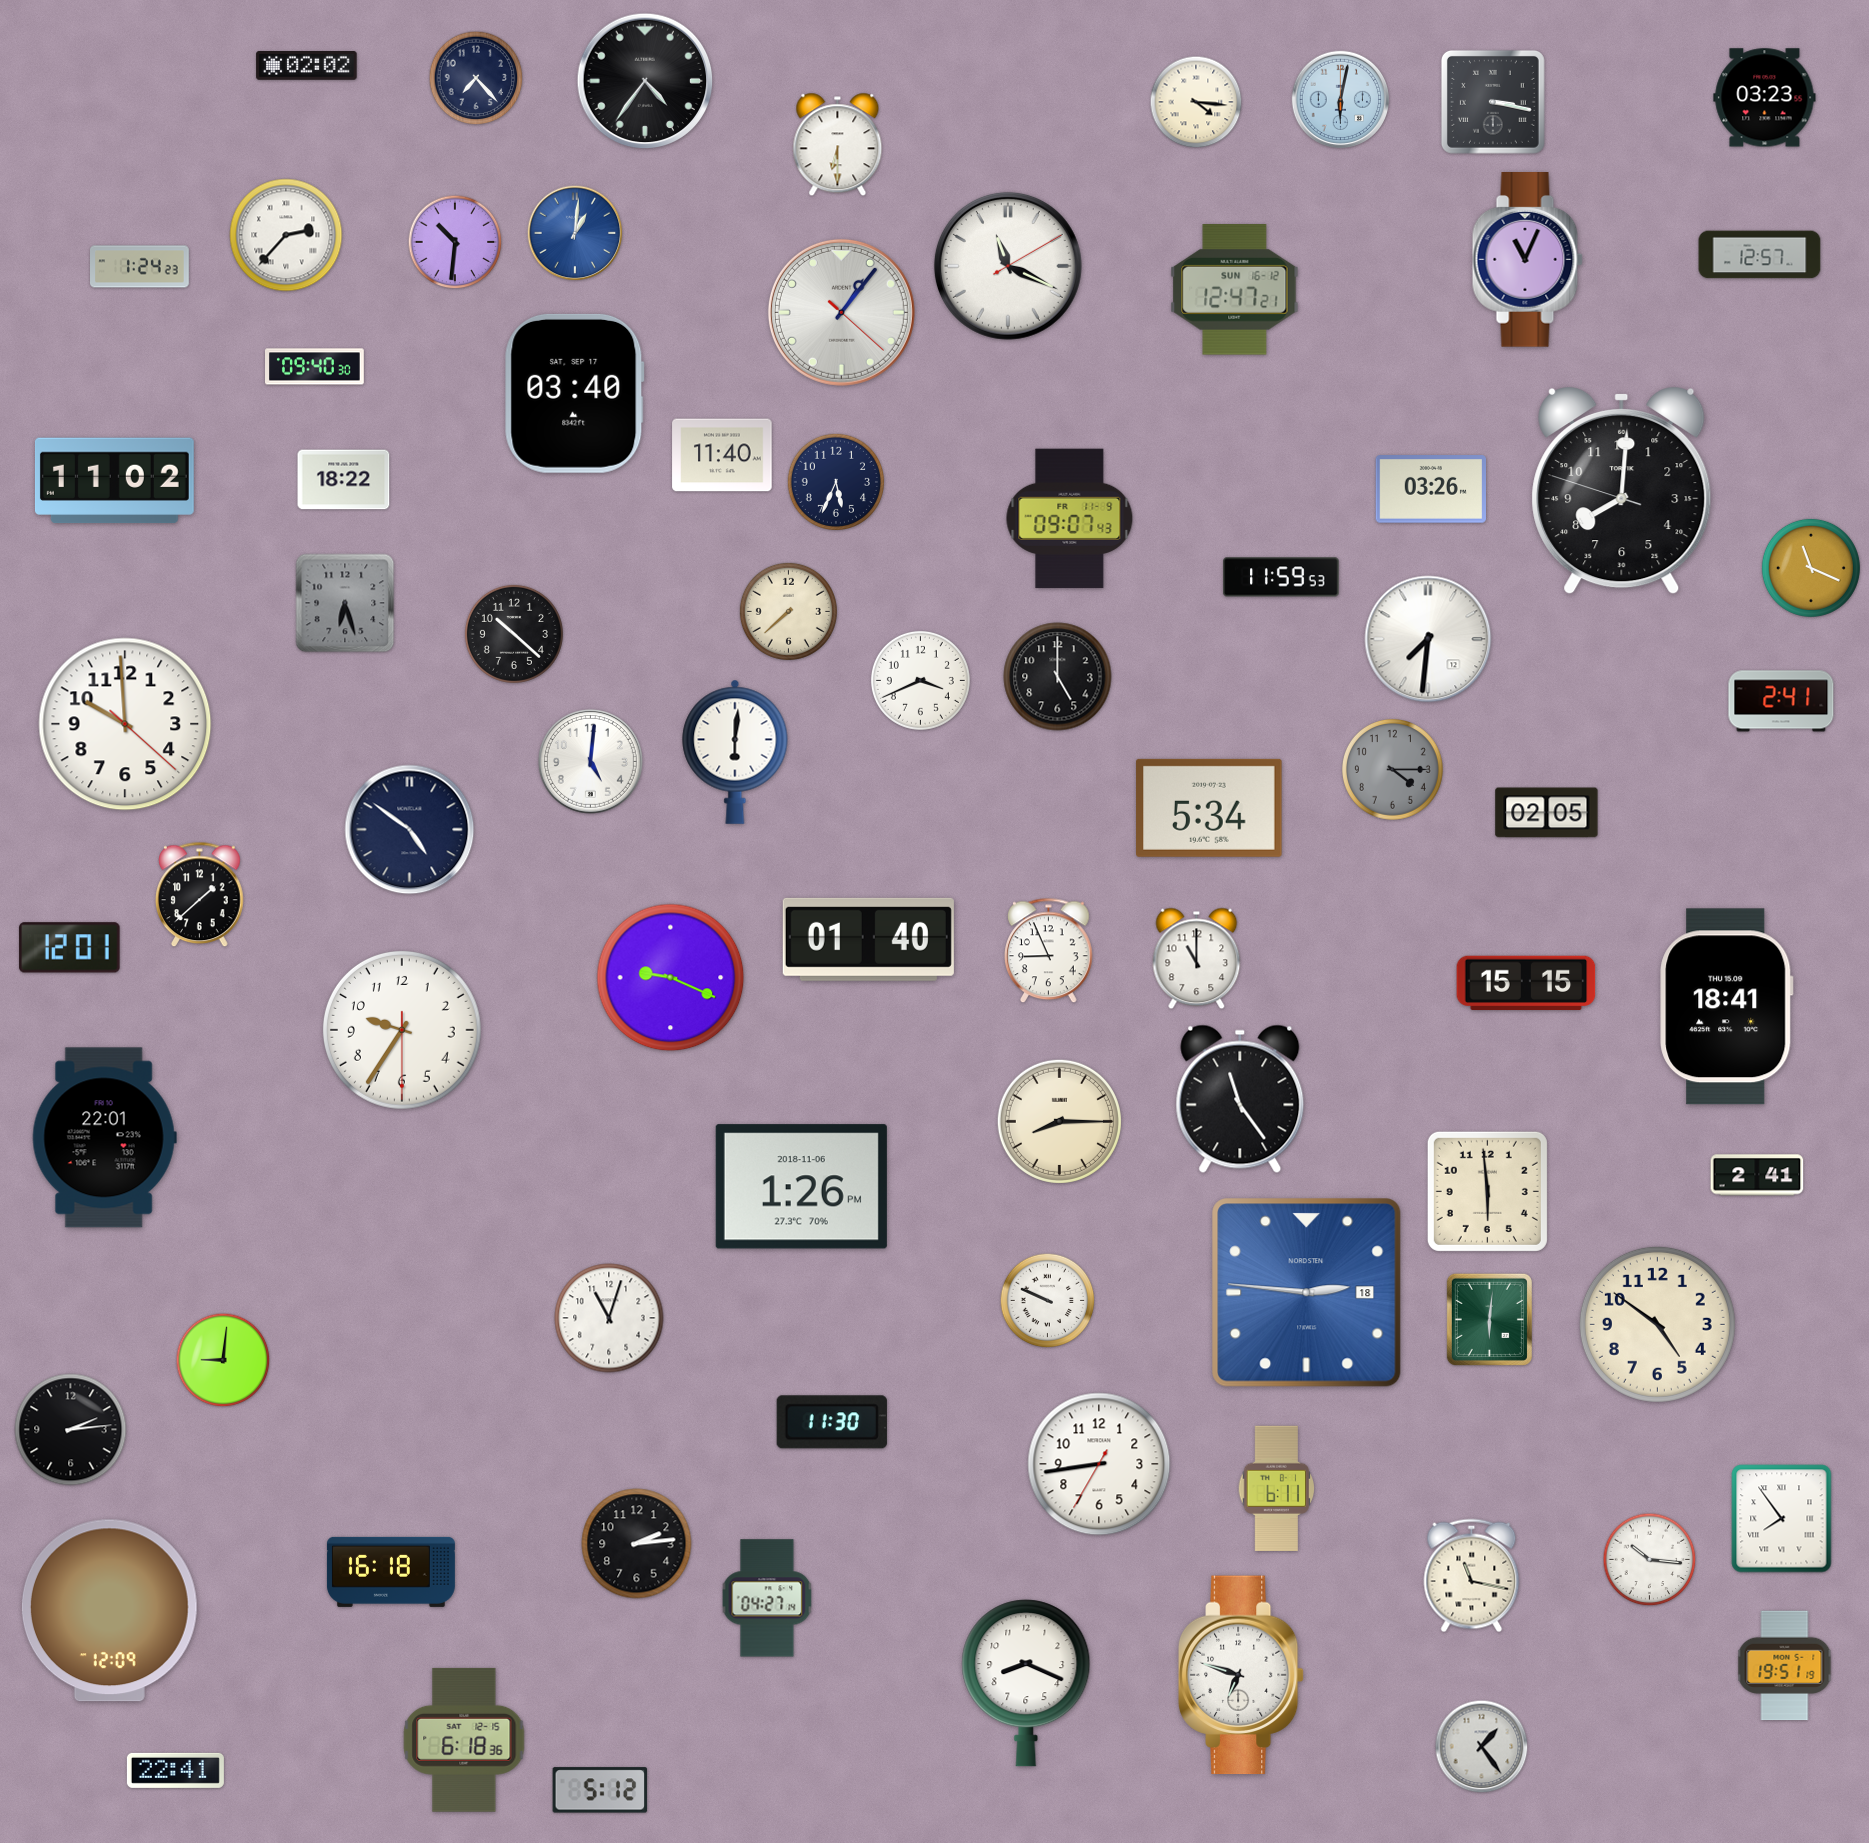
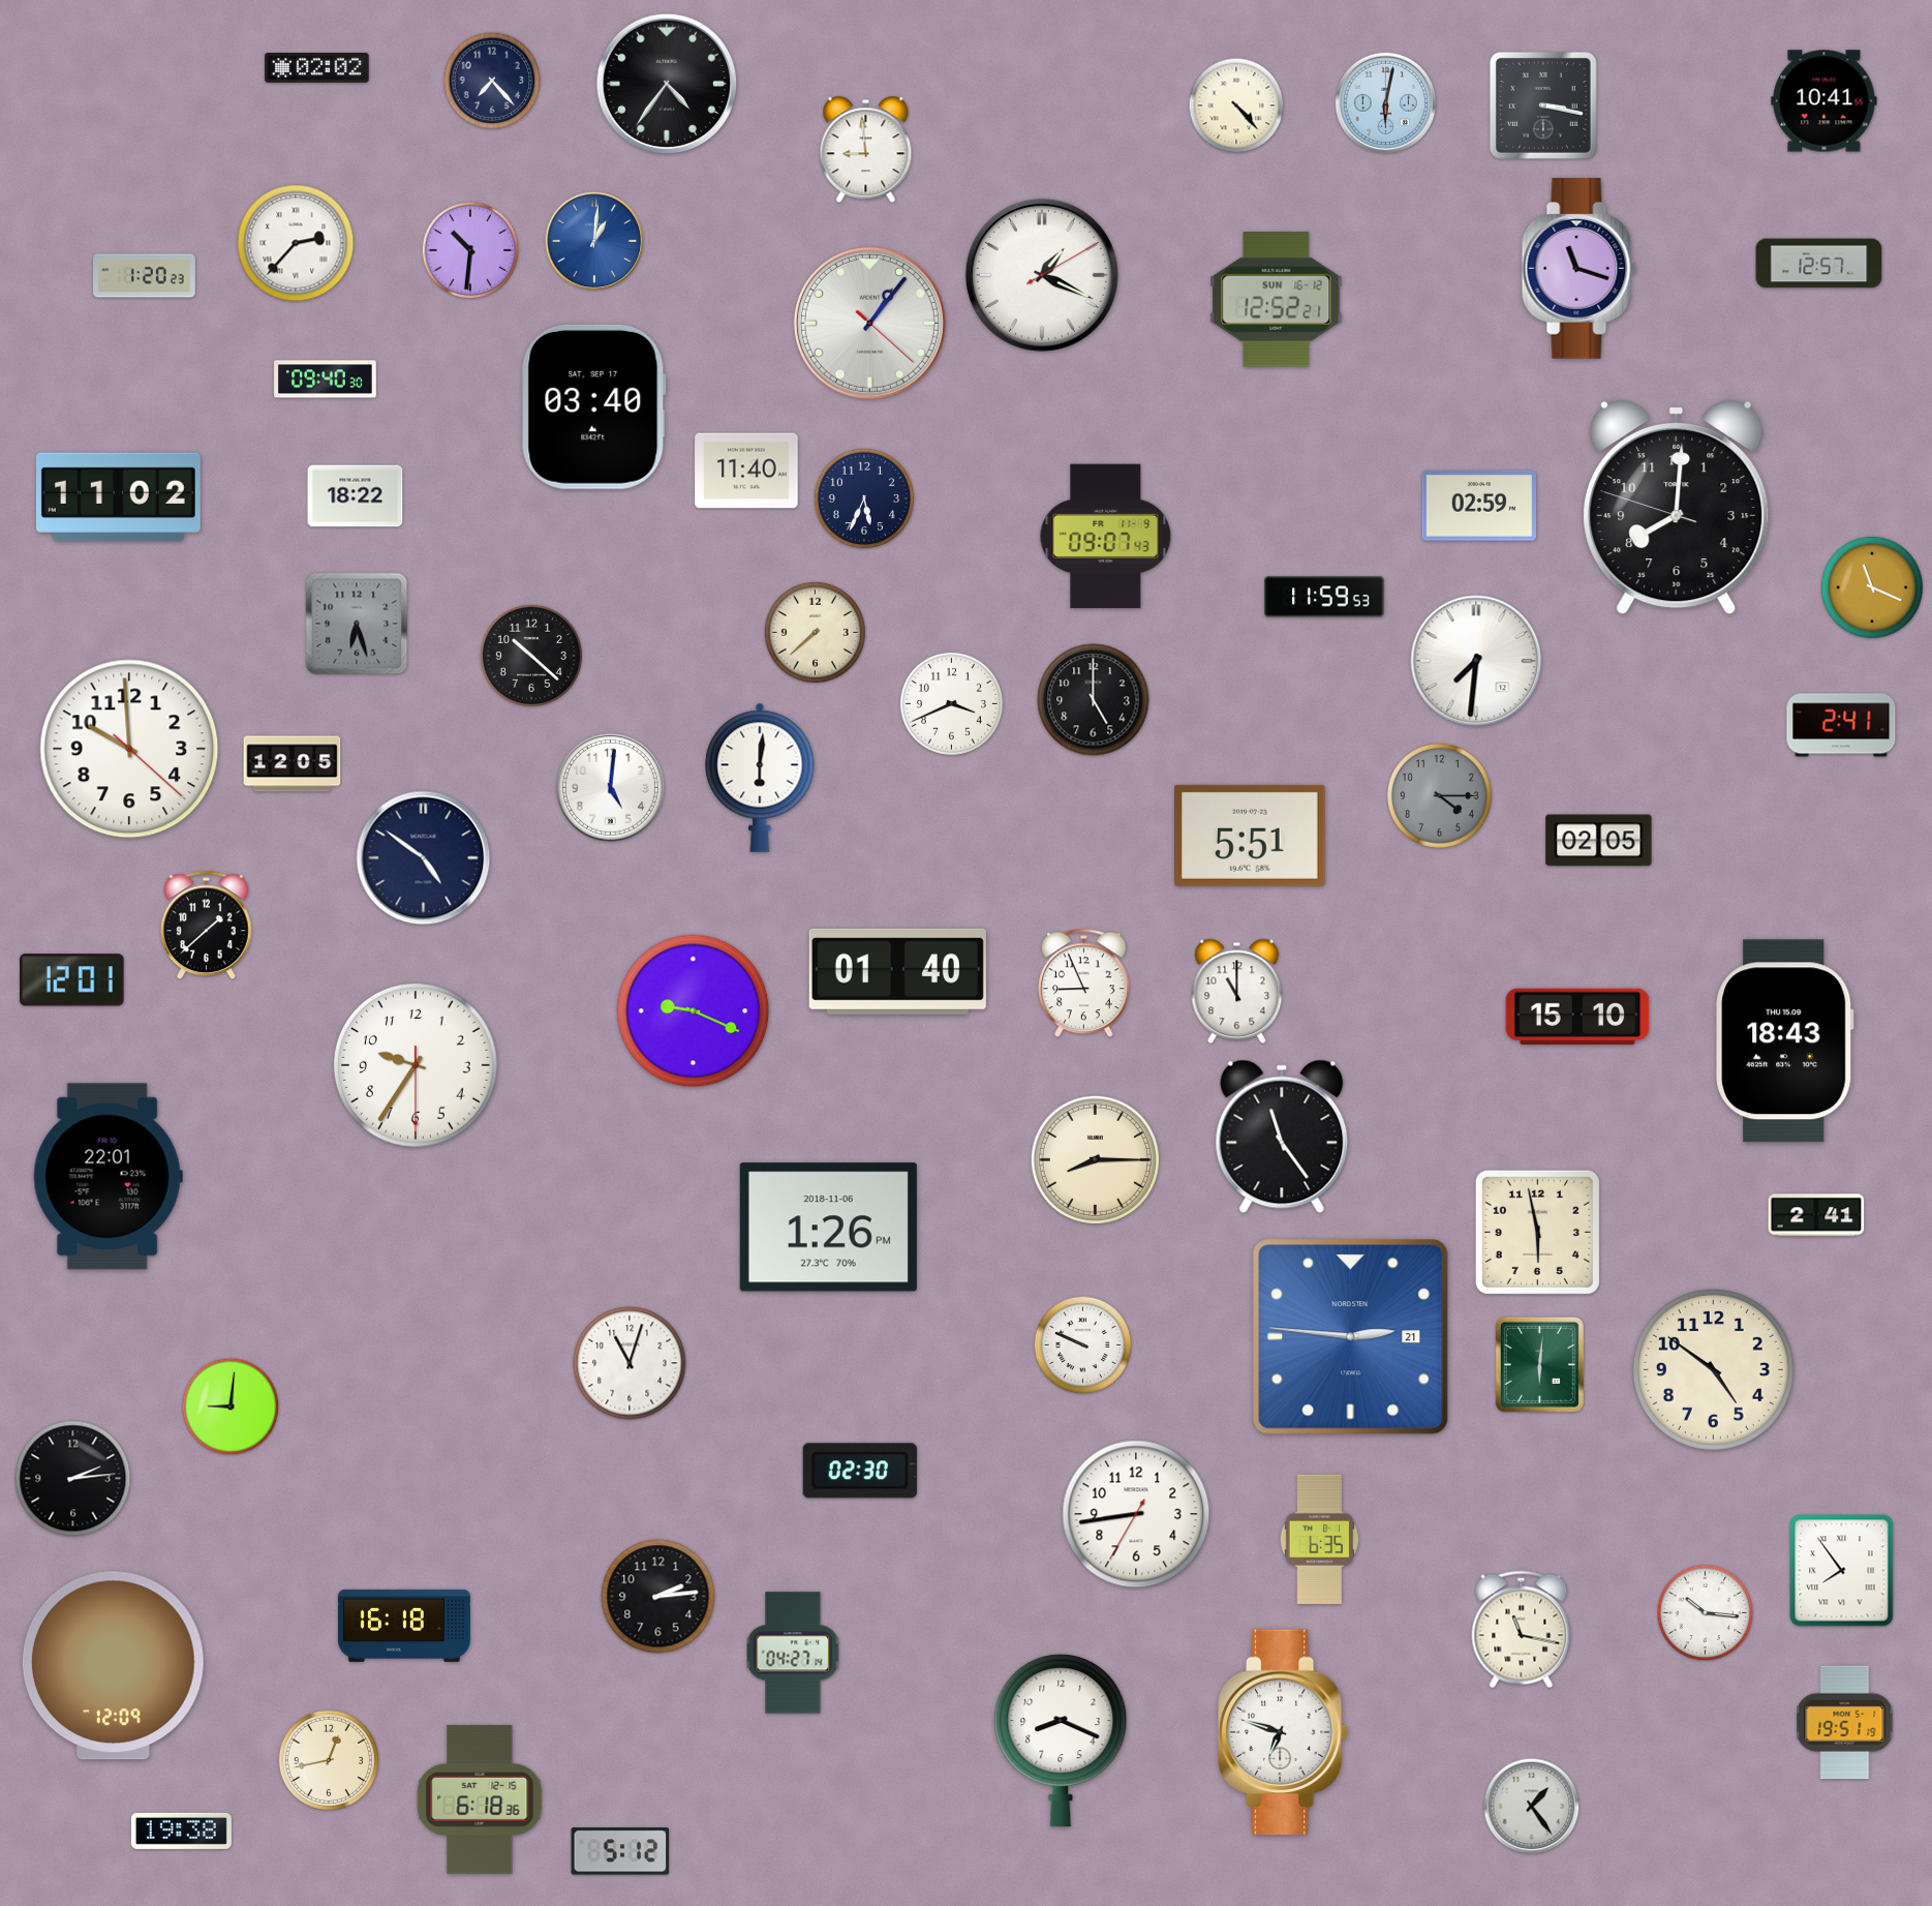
clock at (1765, 98): 03:23 -> 10:41
clock at (1196, 102): 4:16 -> 4:23
clock at (838, 145): 6:30 -> 8:59
clock at (1527, 260): 11:04 -> 11:18
clock at (1008, 266): 11:19 -> 1:19
clock at (140, 267): 1:24 -> 1:20
clock at (1235, 290): 12:47 -> 12:52
clock at (1430, 489): 03:26 -> 02:59
clock at (293, 764): none -> 12:05
clock at (1209, 808): 5:34 -> 5:51
clock at (1526, 983): 15:15 -> 15:10
clock at (1727, 1007): 18:41 -> 18:43
clock at (1487, 1191): 5:59 -> 5:58
clock at (1307, 1293) date: 18 -> 21
clock at (832, 1422): 11:30 -> 02:30
clock at (1277, 1488): 6:11 -> 6:35
clock at (329, 1760): none -> 12:43
clock at (175, 1770): 22:41 -> 19:38
